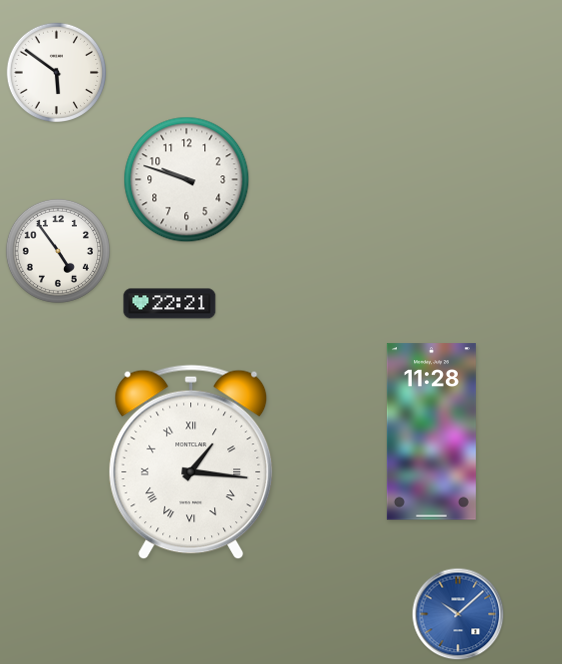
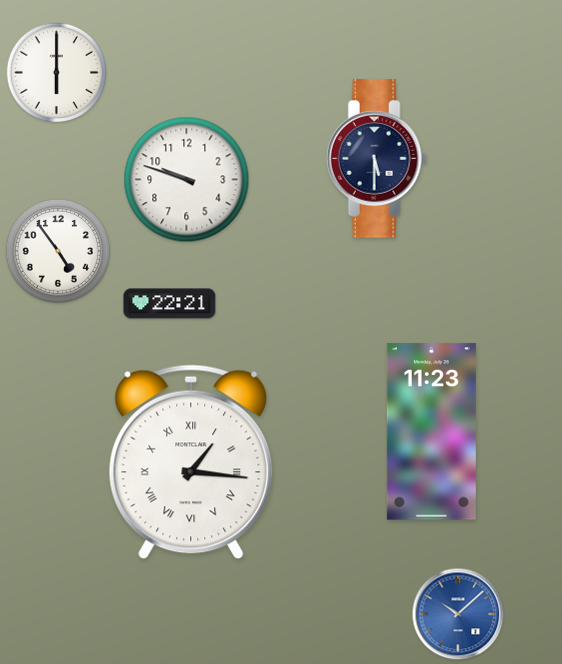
clock at (56, 72): 5:51 -> 6:00
clock at (376, 159): none -> 5:30
clock at (431, 432): 11:28 -> 11:23
